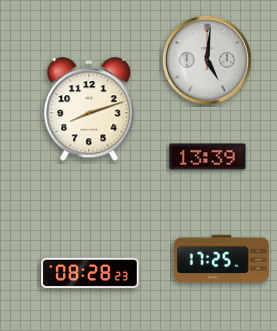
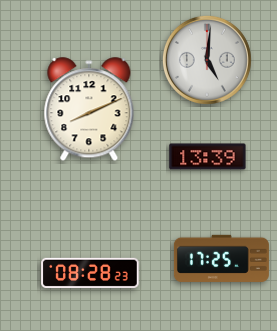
clock at (89, 110): 8:12 -> 8:11
